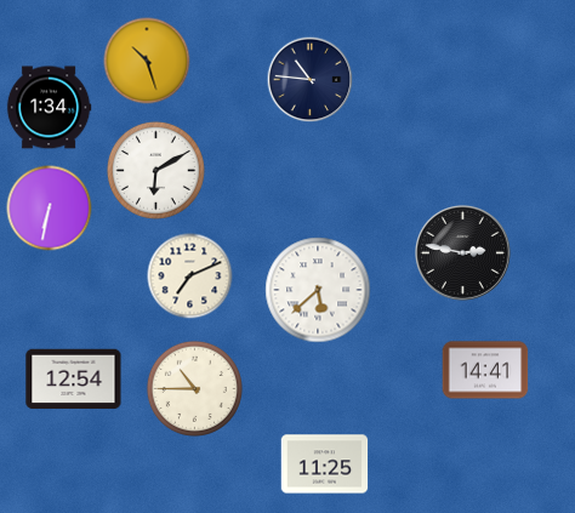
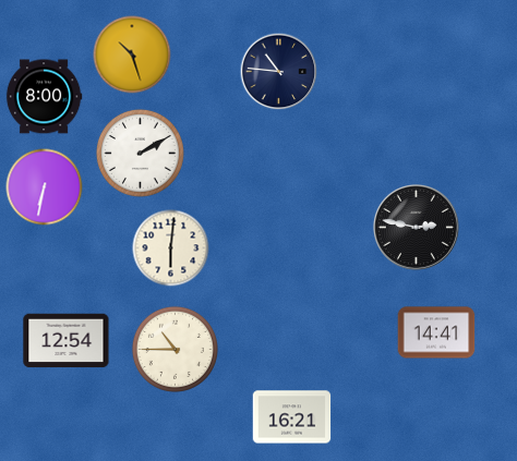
clock at (49, 108): 1:34 -> 8:00
clock at (155, 170): 6:10 -> 2:10
clock at (190, 277): 7:11 -> 6:01
clock at (318, 290): 5:38 -> none
clock at (325, 464): 11:25 -> 16:21
